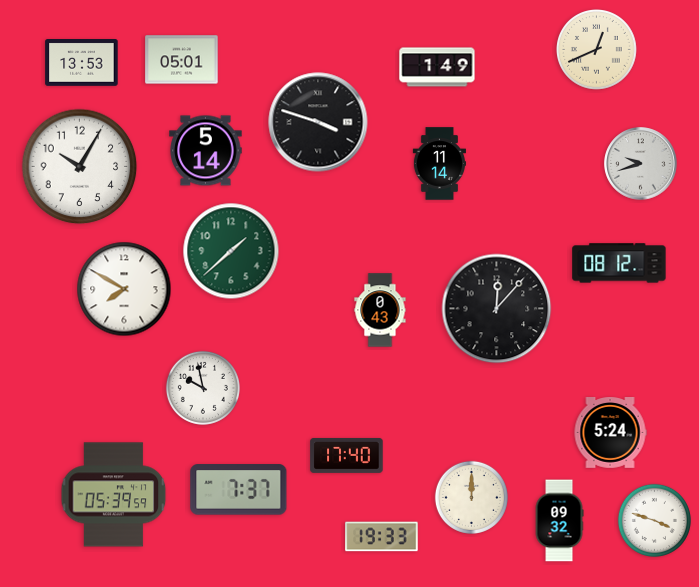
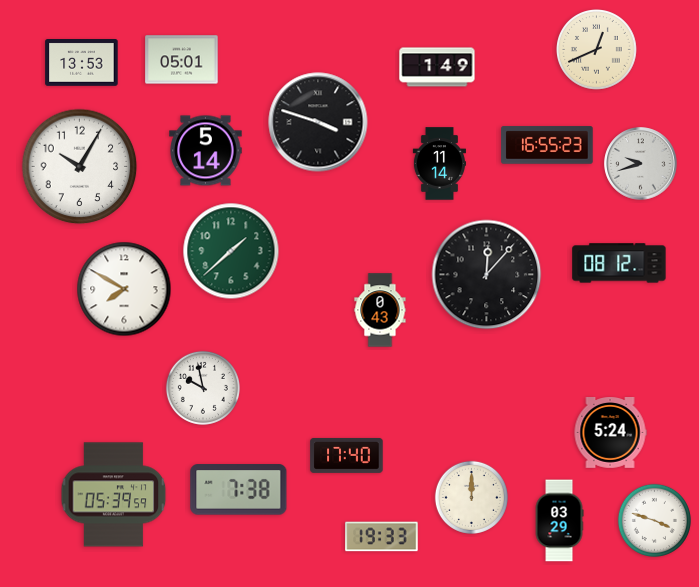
clock at (547, 145): none -> 16:55
clock at (497, 309) position: (497, 309) -> (487, 275)
clock at (239, 490): 7:37 -> 7:38
clock at (559, 521): 09:32 -> 03:29
